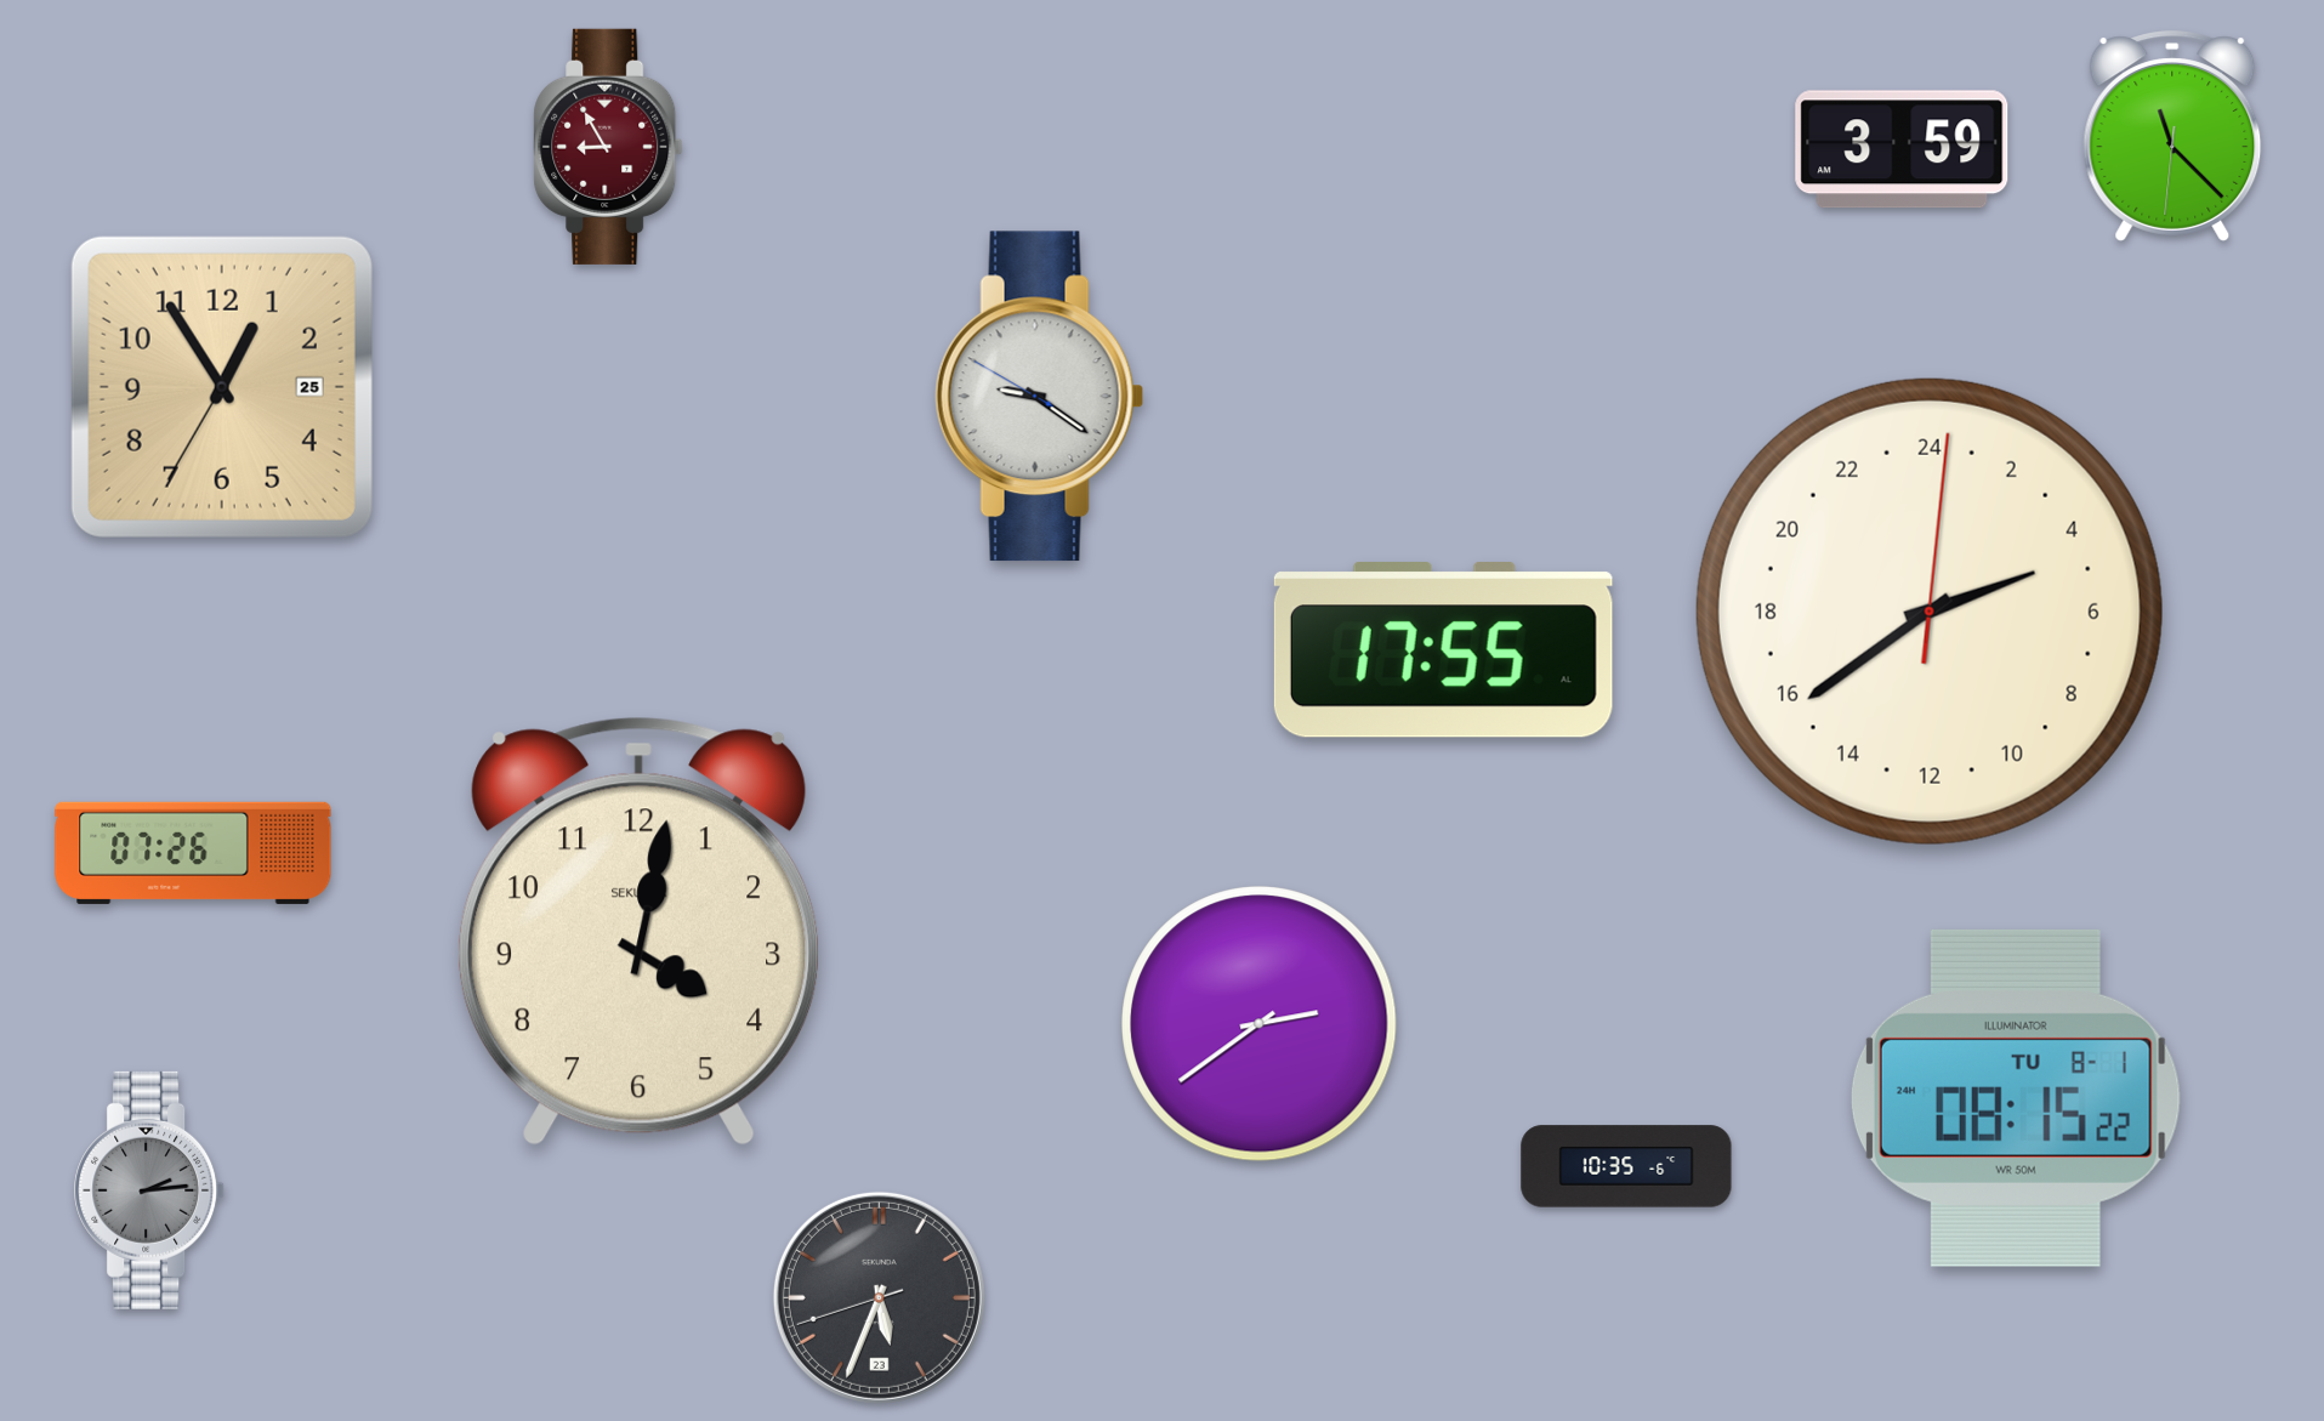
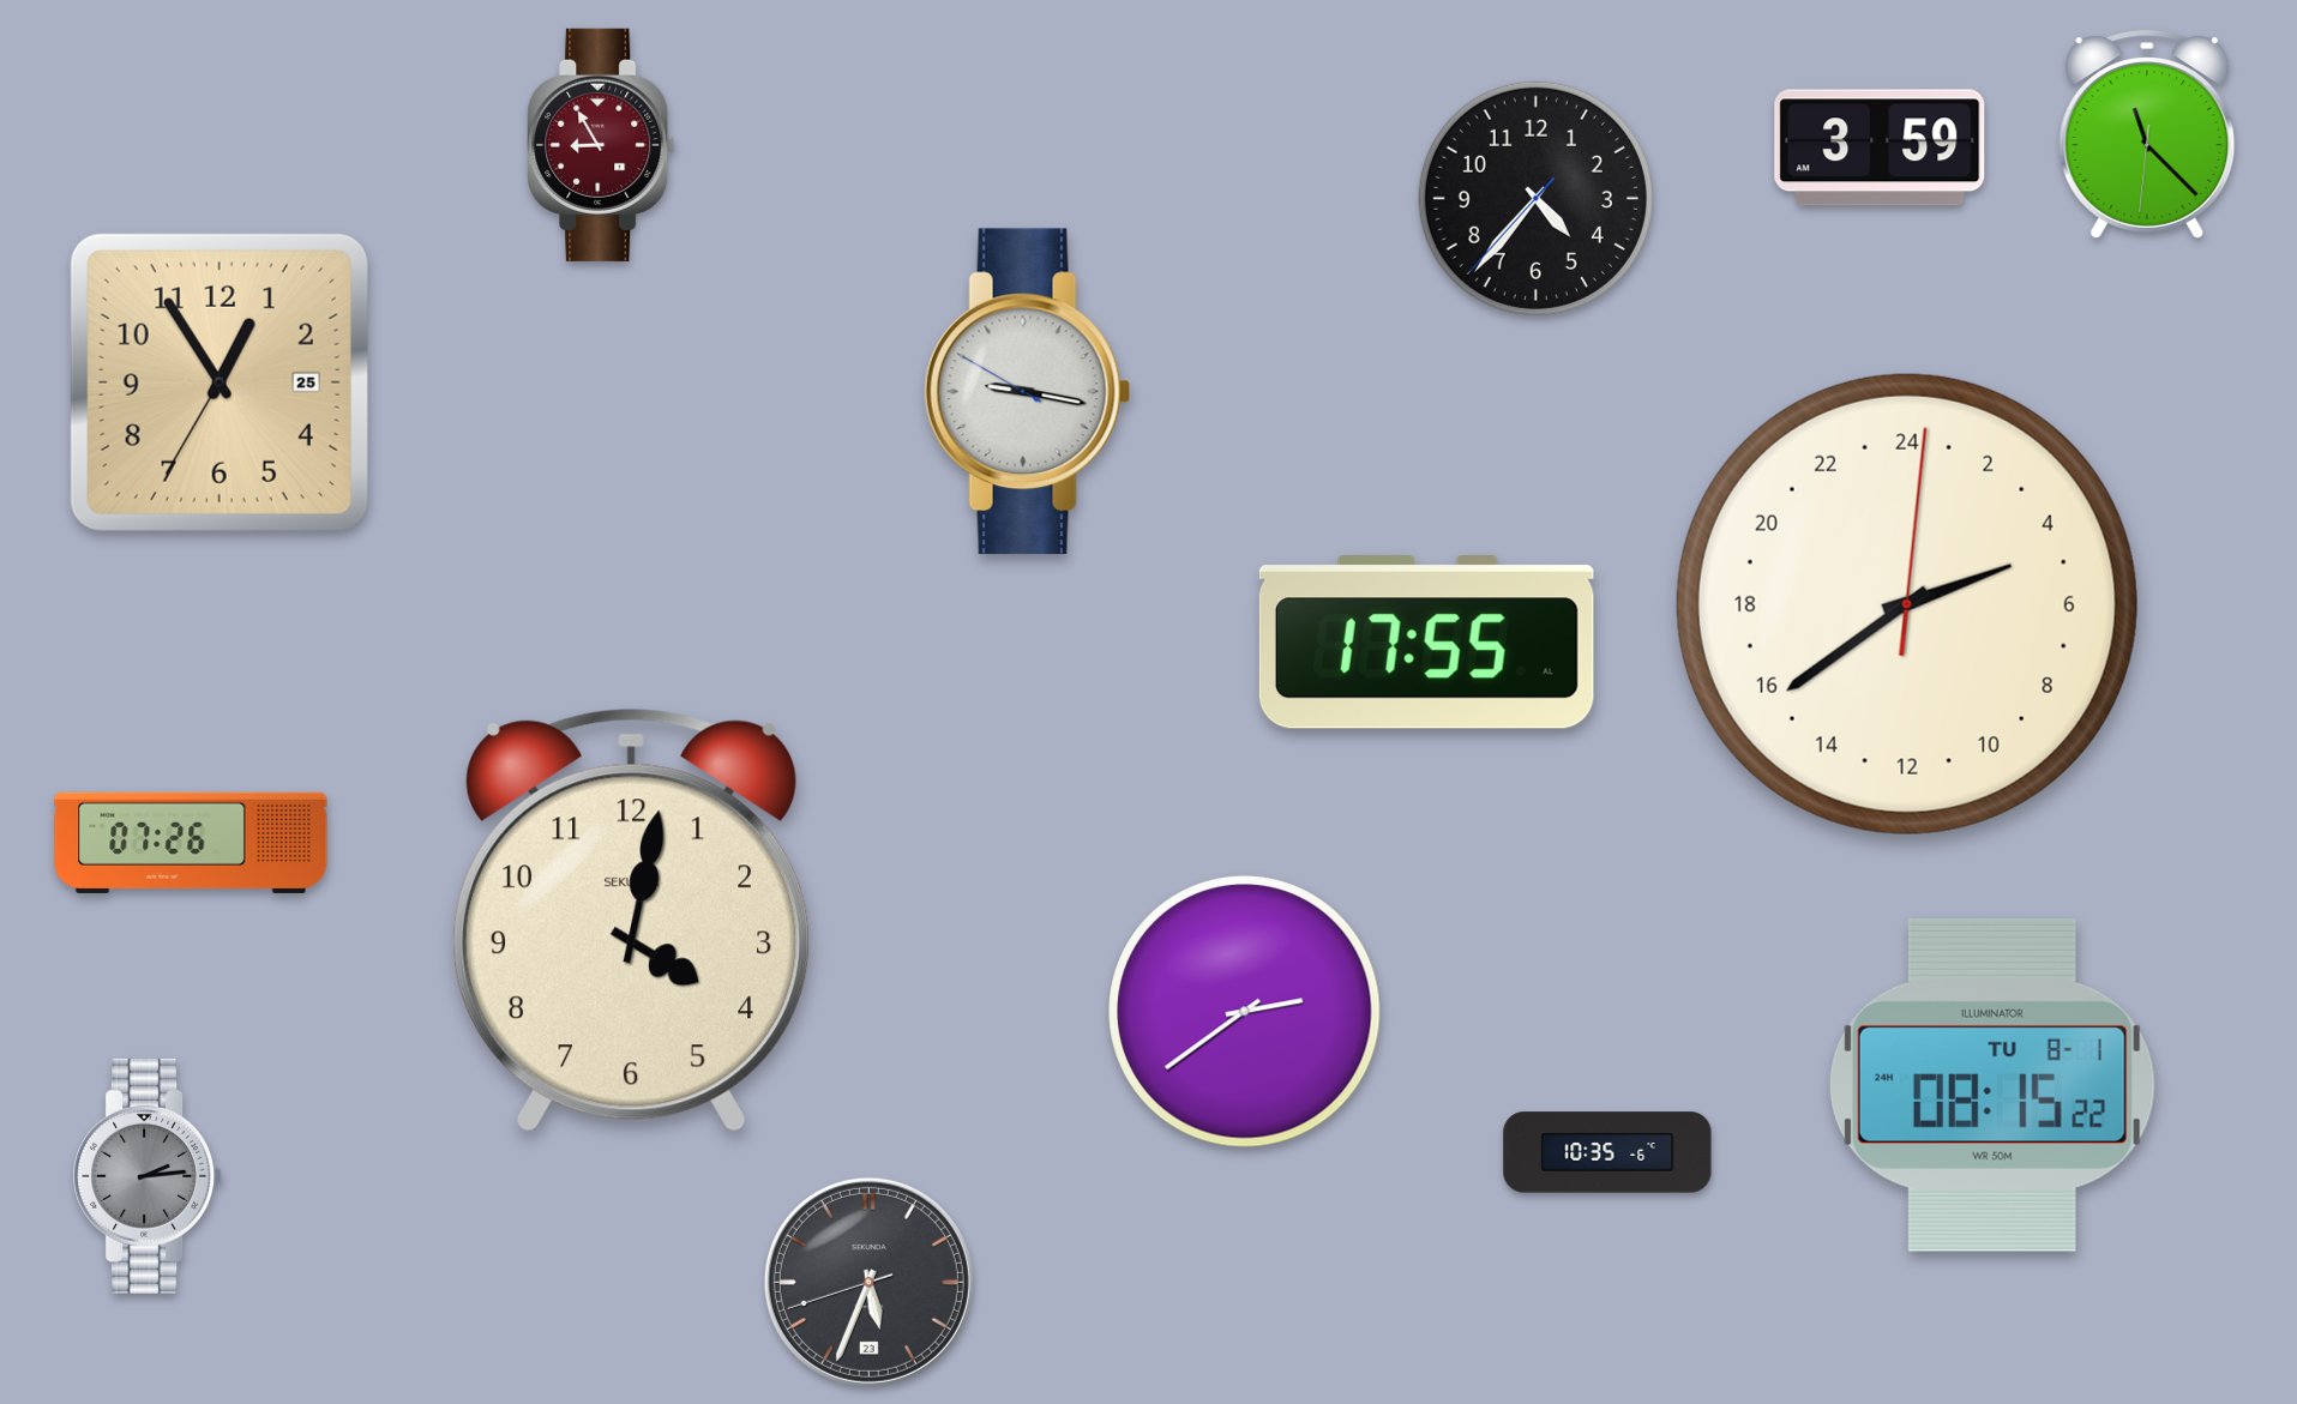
clock at (1535, 198): none -> 4:36
clock at (1040, 397): 9:20 -> 9:16
